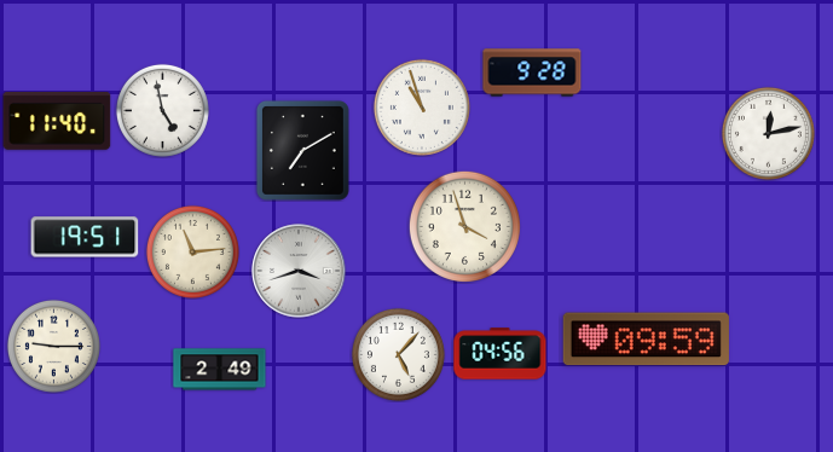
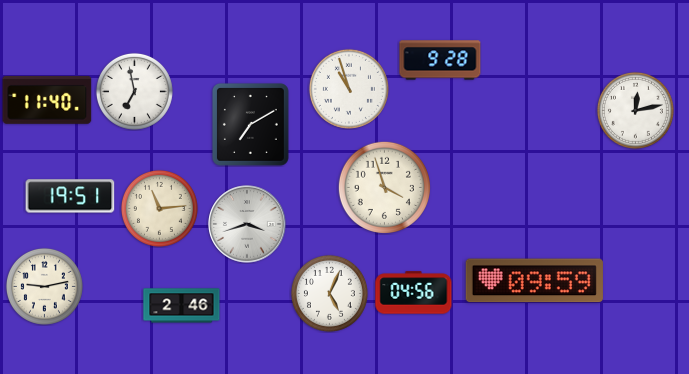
clock at (162, 110): 4:58 -> 6:58
clock at (53, 346): 9:15 -> 9:13
clock at (398, 354): 5:07 -> 5:04
clock at (220, 370): 2:49 -> 2:46
